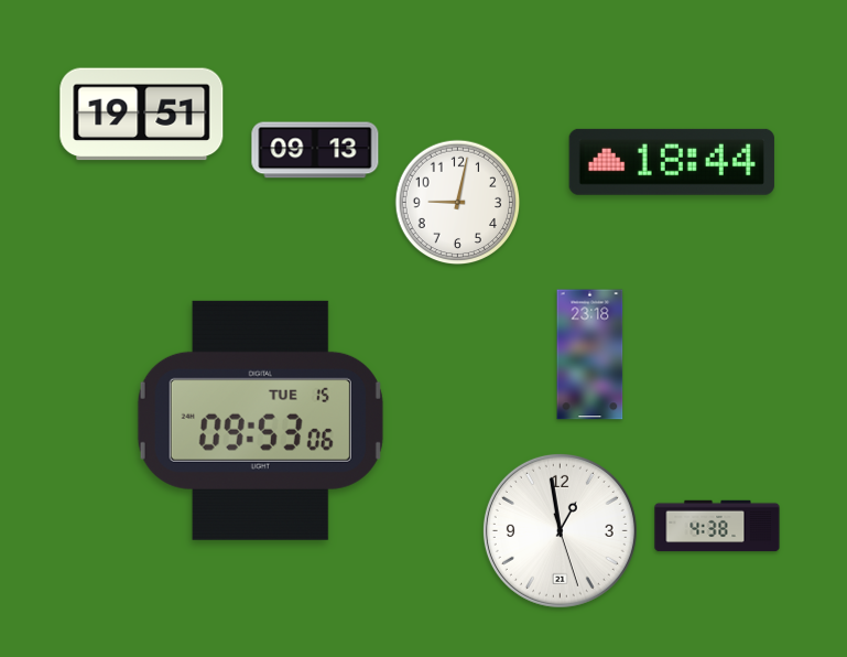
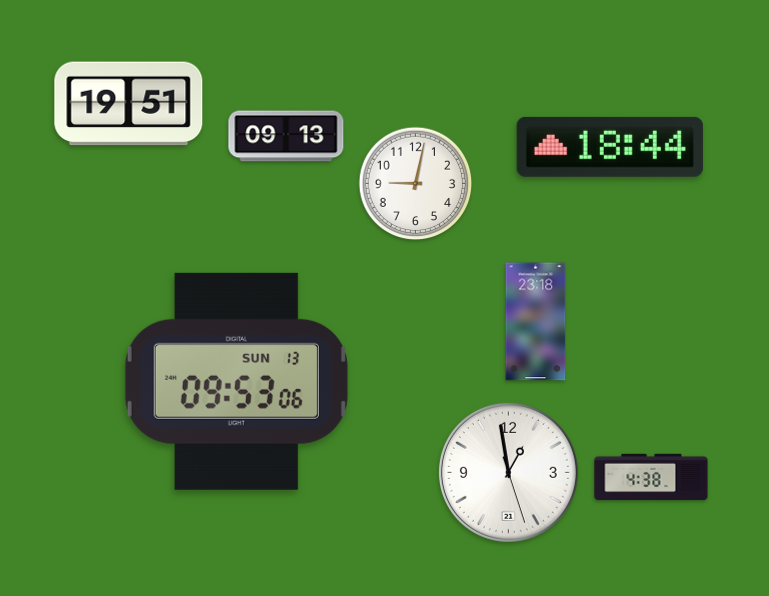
clock at (260, 420) date: TUE 15 -> SUN 13
clock at (560, 530) position: (560, 530) -> (508, 472)
